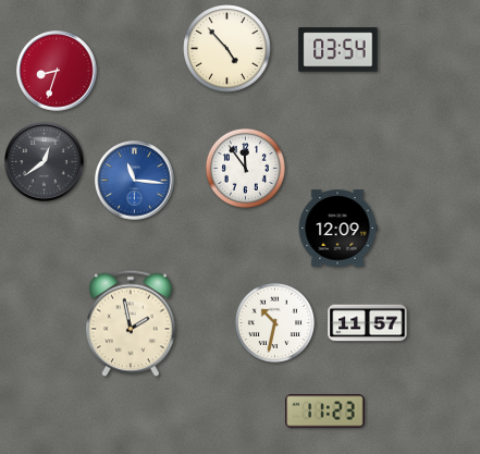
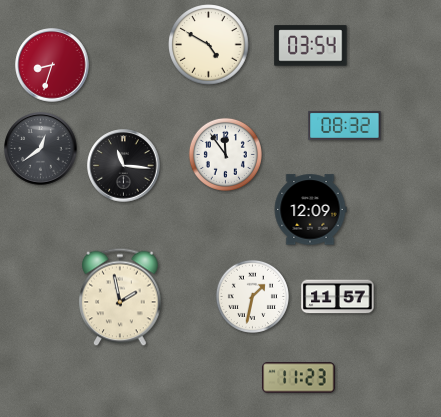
clock at (227, 49): 4:53 -> 4:50
clock at (345, 125): none -> 08:32
clock at (135, 181) dial: blue -> black
clock at (274, 322): 10:32 -> 1:32
